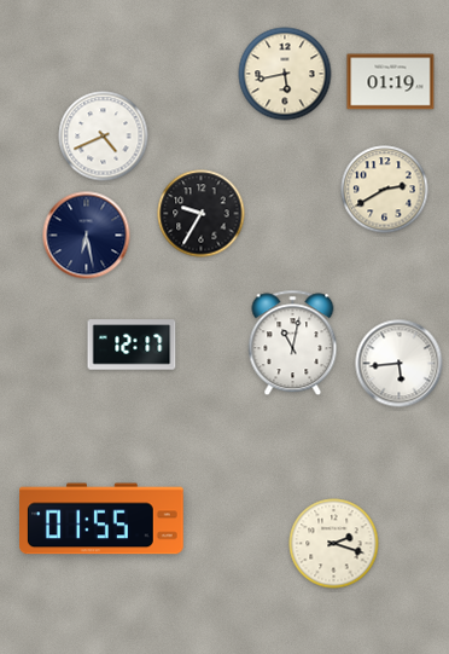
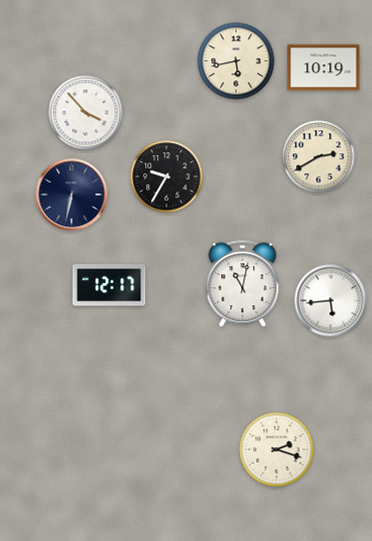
clock at (391, 82): 01:19 -> 10:19
clock at (104, 137): 4:41 -> 3:53
clock at (87, 236): 6:28 -> 6:32
clock at (103, 519): 01:55 -> none
